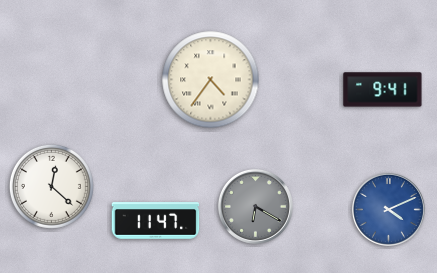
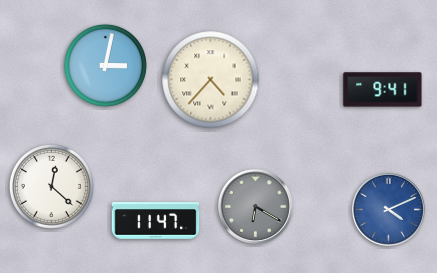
clock at (105, 65): none -> 3:02
clock at (211, 80): 4:36 -> 4:37
